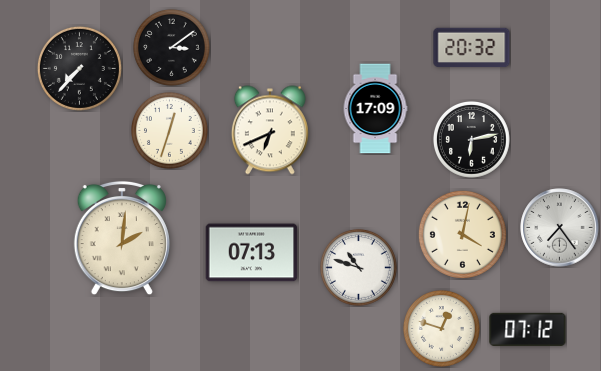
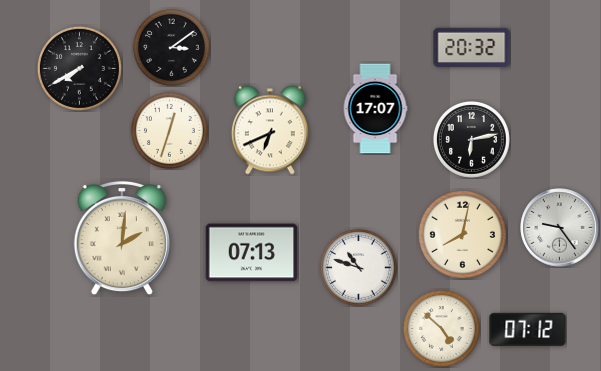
clock at (79, 68): 7:37 -> 7:40
clock at (375, 109): 17:09 -> 17:07
clock at (560, 228): 7:24 -> 9:24
clock at (462, 234): 4:02 -> 8:02
clock at (441, 328): 12:48 -> 4:52
